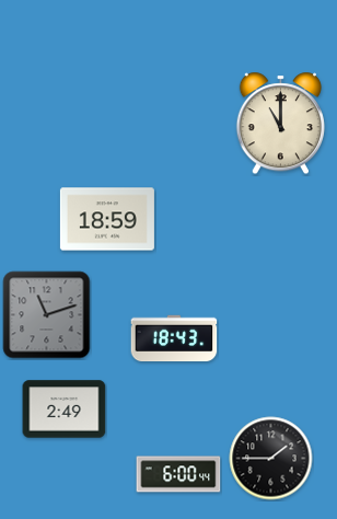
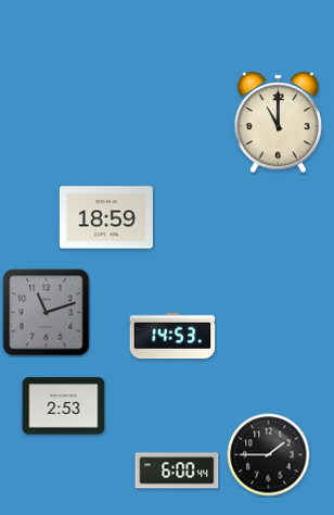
clock at (174, 338): 18:43 -> 14:53
clock at (65, 410): 2:49 -> 2:53
